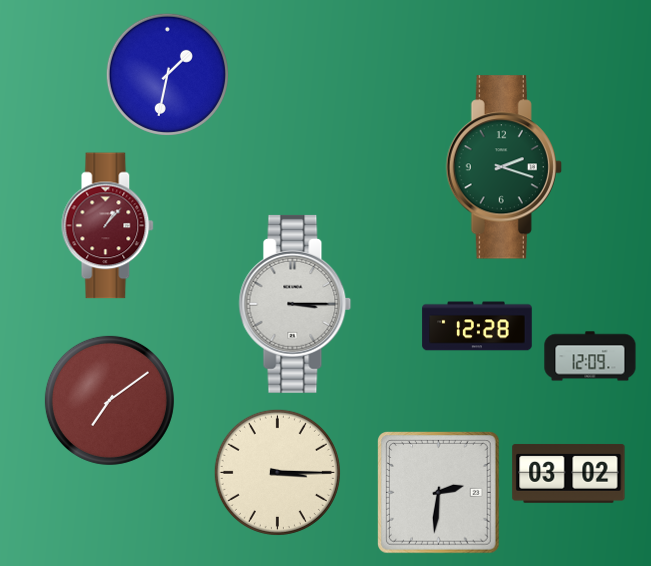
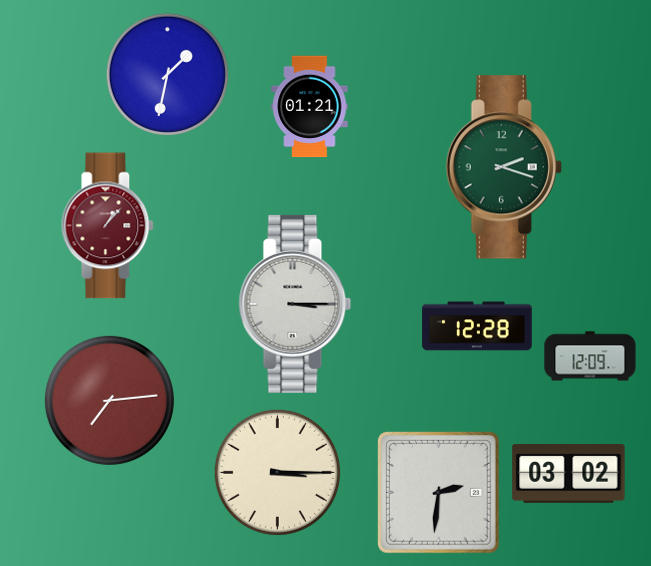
clock at (310, 107): none -> 01:21
clock at (109, 400): 7:09 -> 7:14
